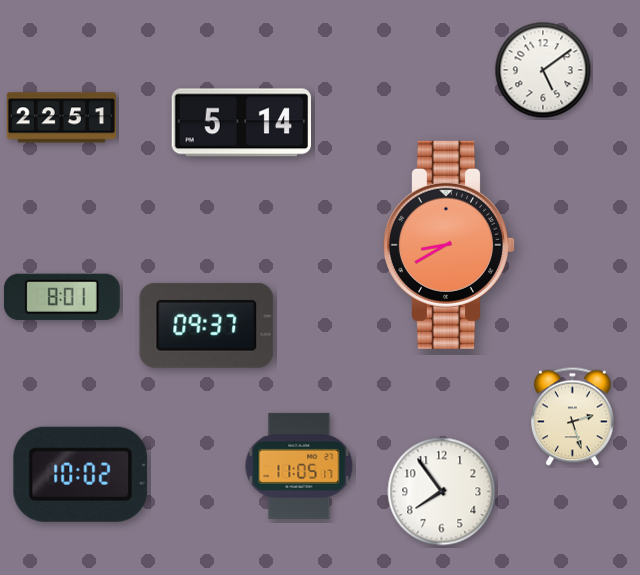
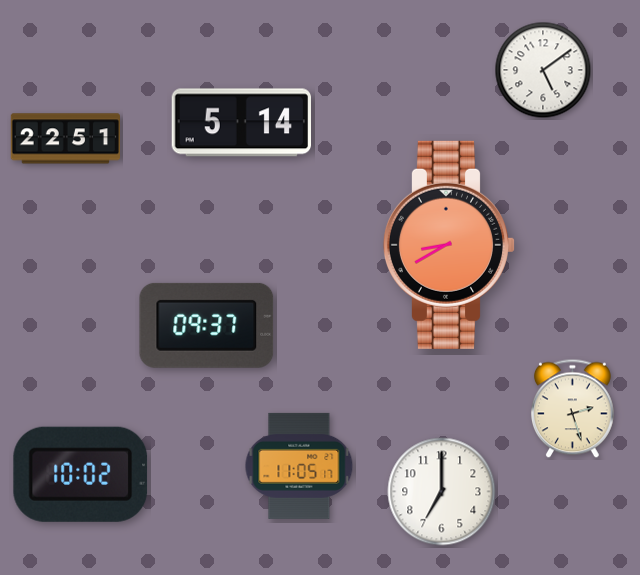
clock at (61, 118) position: (61, 118) -> (65, 139)
clock at (62, 297): 8:01 -> none
clock at (572, 417) position: (572, 417) -> (572, 409)
clock at (442, 492): 7:54 -> 7:00
